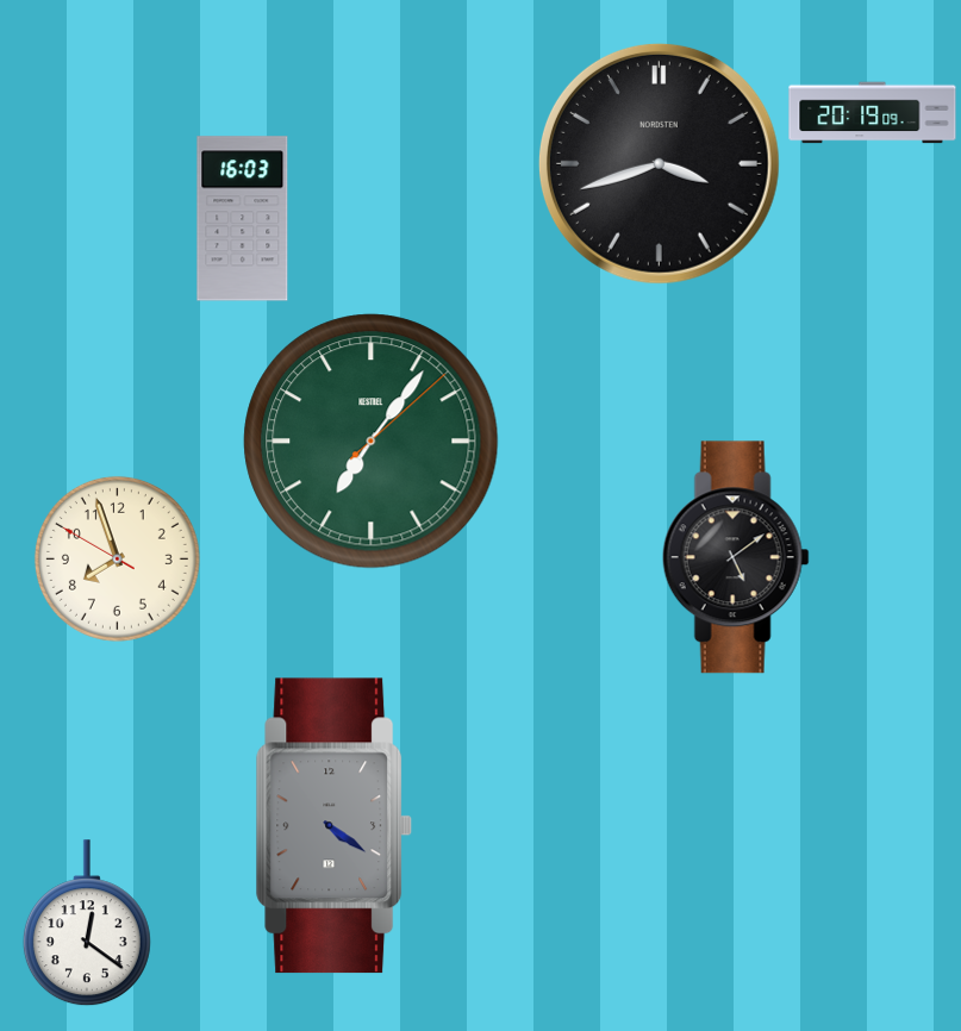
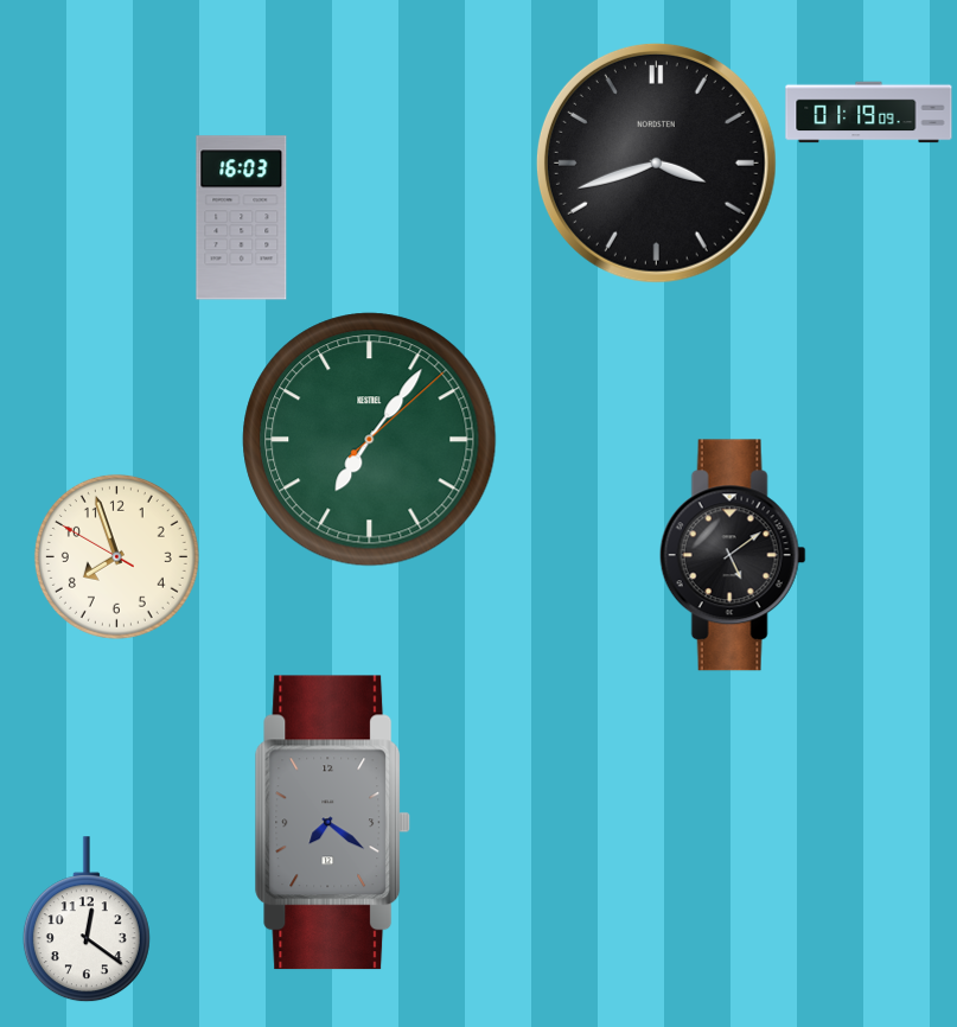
clock at (873, 113): 20:19 -> 01:19
clock at (335, 826): 4:21 -> 7:21
